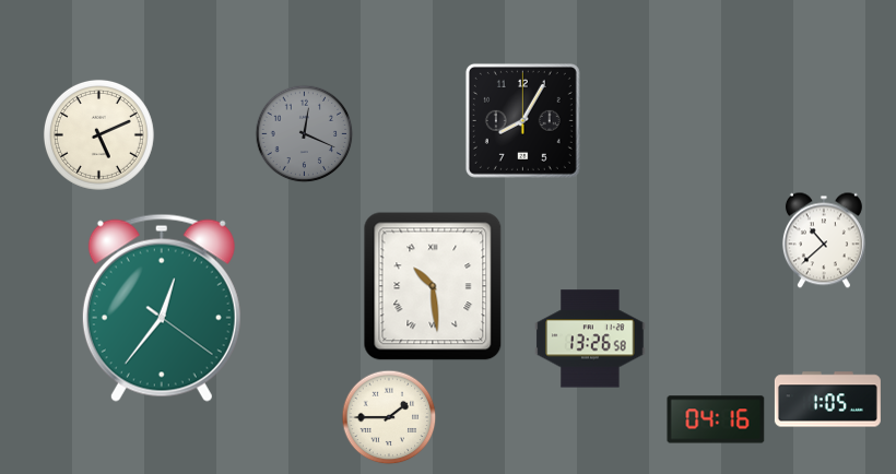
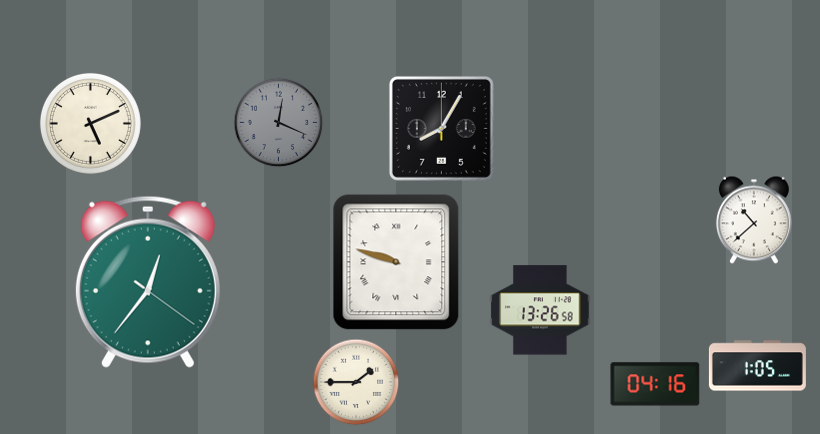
clock at (522, 120) position: (522, 120) -> (441, 128)
clock at (433, 286): 10:29 -> 9:48
